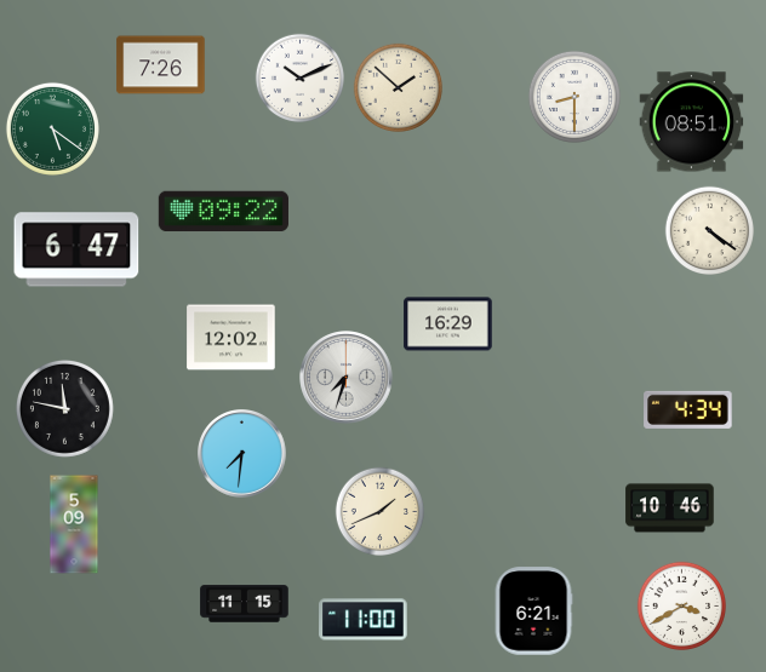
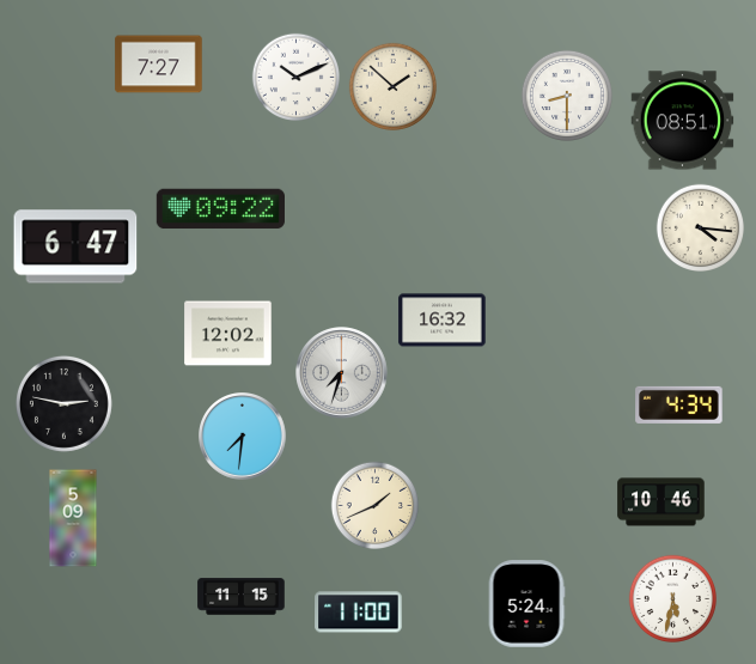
clock at (161, 65): 7:26 -> 7:27
clock at (52, 128): 5:21 -> none
clock at (710, 231): 4:21 -> 4:16
clock at (448, 324): 16:29 -> 16:32
clock at (64, 408): 11:47 -> 2:47
clock at (242, 454) position: (242, 454) -> (243, 437)
clock at (682, 607): 3:40 -> 5:32
clock at (533, 611): 6:21 -> 5:24
